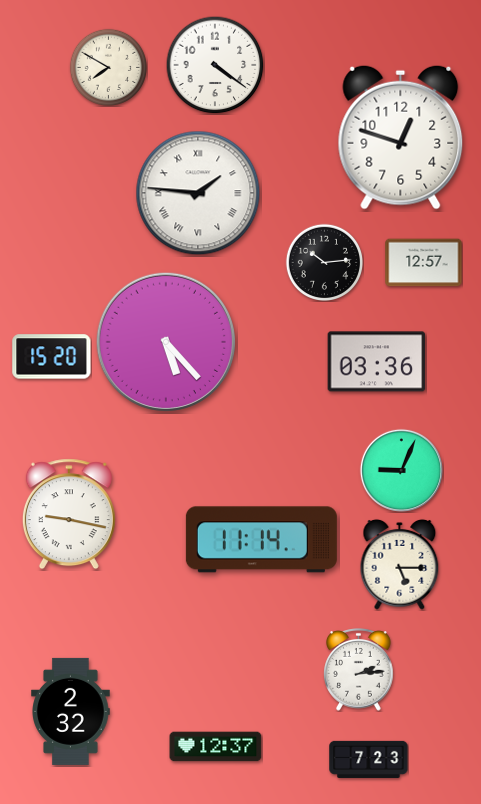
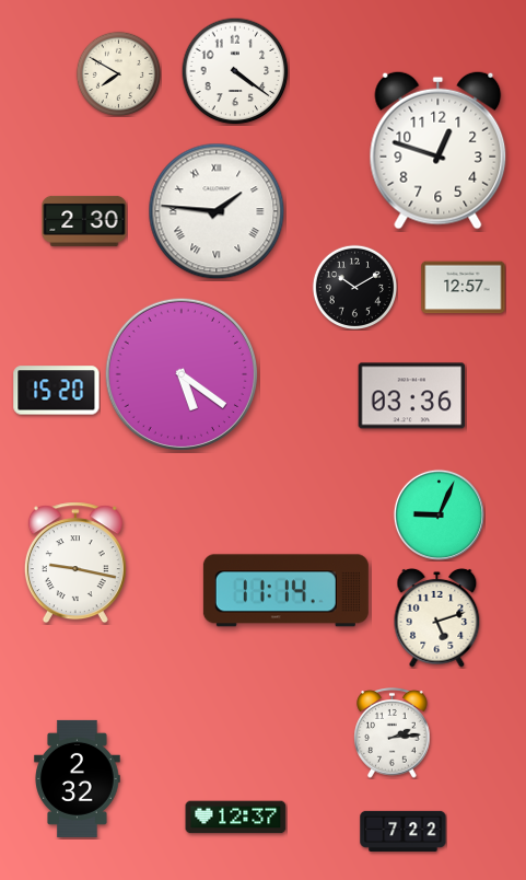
clock at (84, 221): none -> 2:30
clock at (324, 262): 10:14 -> 10:10
clock at (166, 342): 5:23 -> 5:21
clock at (400, 564): 5:15 -> 5:12
clock at (369, 759): 7:23 -> 7:22
